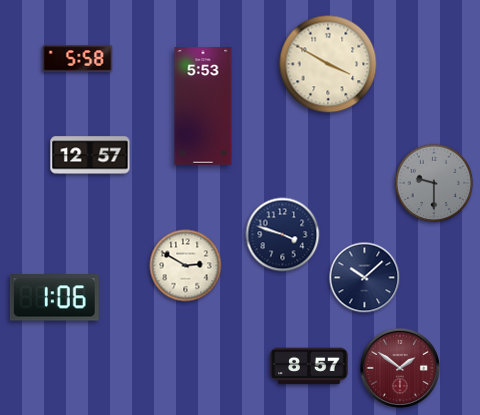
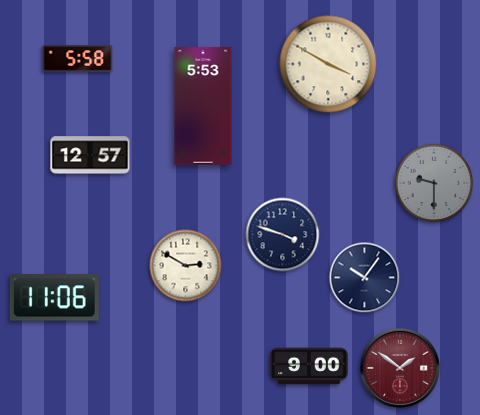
clock at (365, 278): 10:08 -> 10:06
clock at (54, 298): 1:06 -> 11:06
clock at (309, 366): 8:57 -> 9:00
